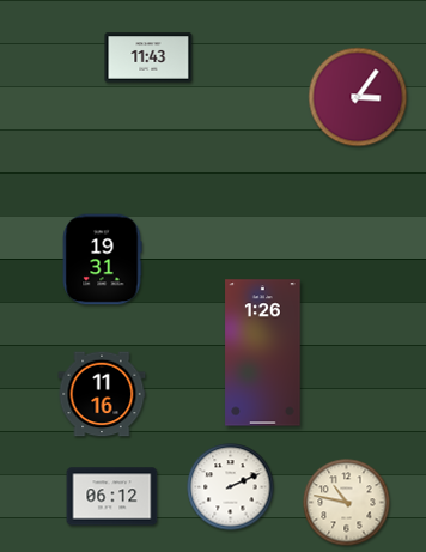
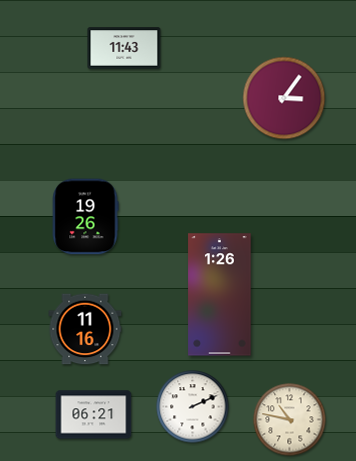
clock at (358, 97) position: (358, 97) -> (284, 98)
clock at (102, 260): 19:31 -> 19:26
clock at (112, 497): 06:12 -> 06:21
